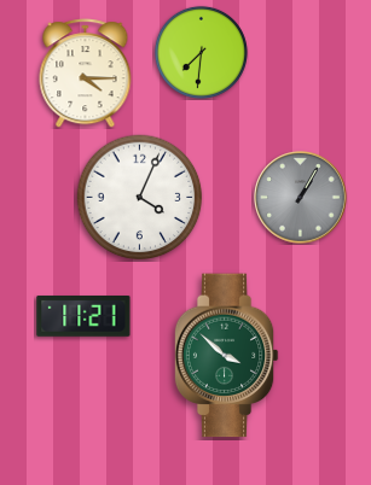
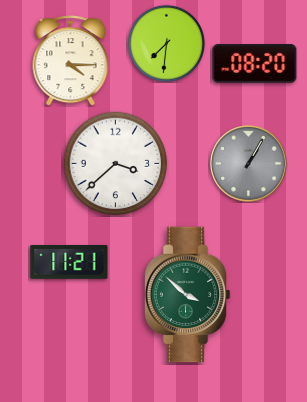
clock at (255, 64): none -> 08:20
clock at (140, 198): 4:04 -> 3:38
